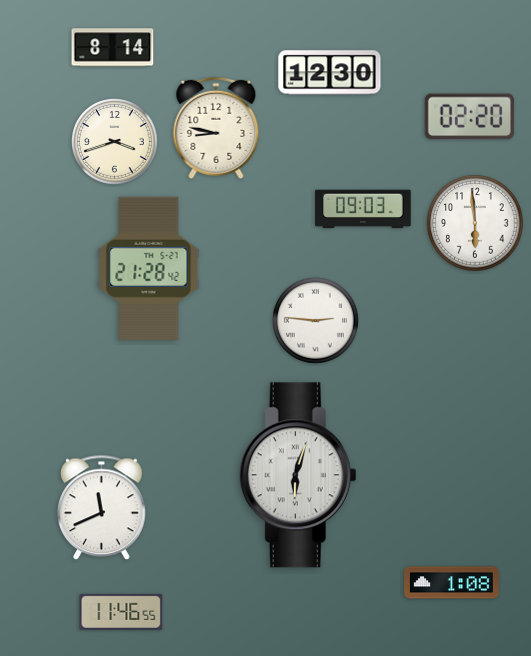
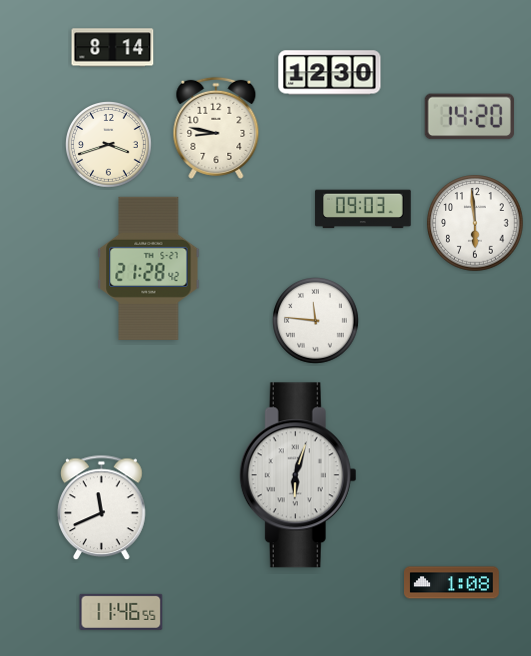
clock at (469, 117): 02:20 -> 14:20
clock at (115, 142) position: (115, 142) -> (109, 145)
clock at (316, 321): 2:46 -> 11:46
